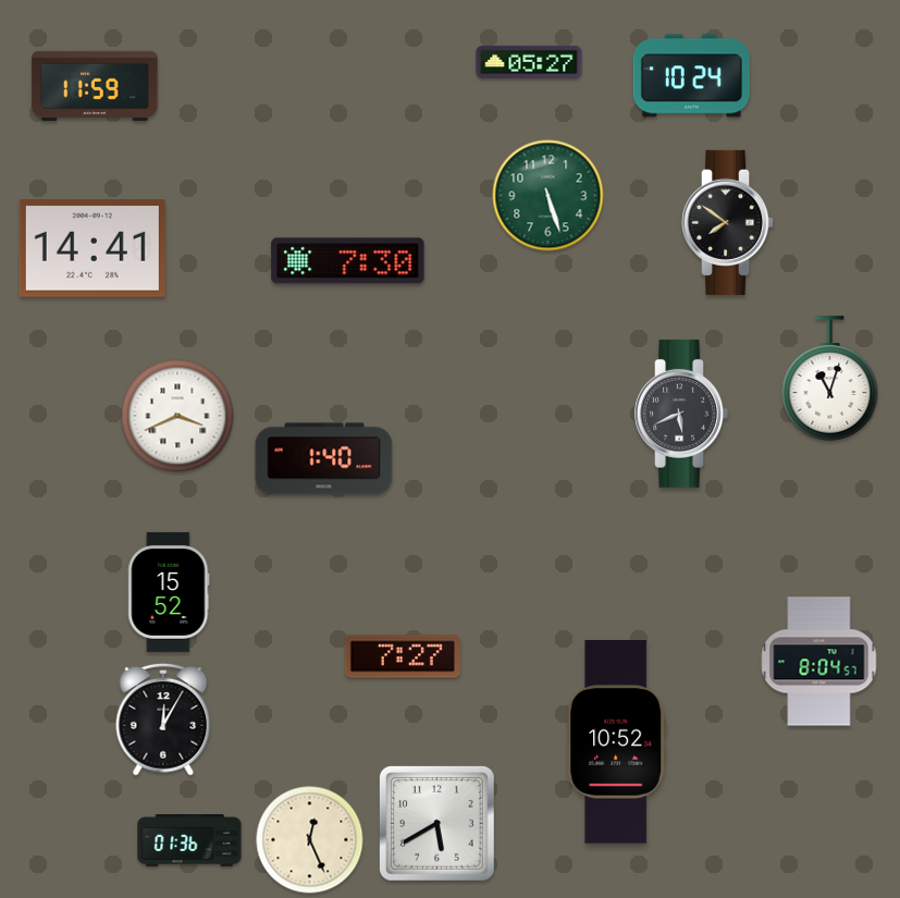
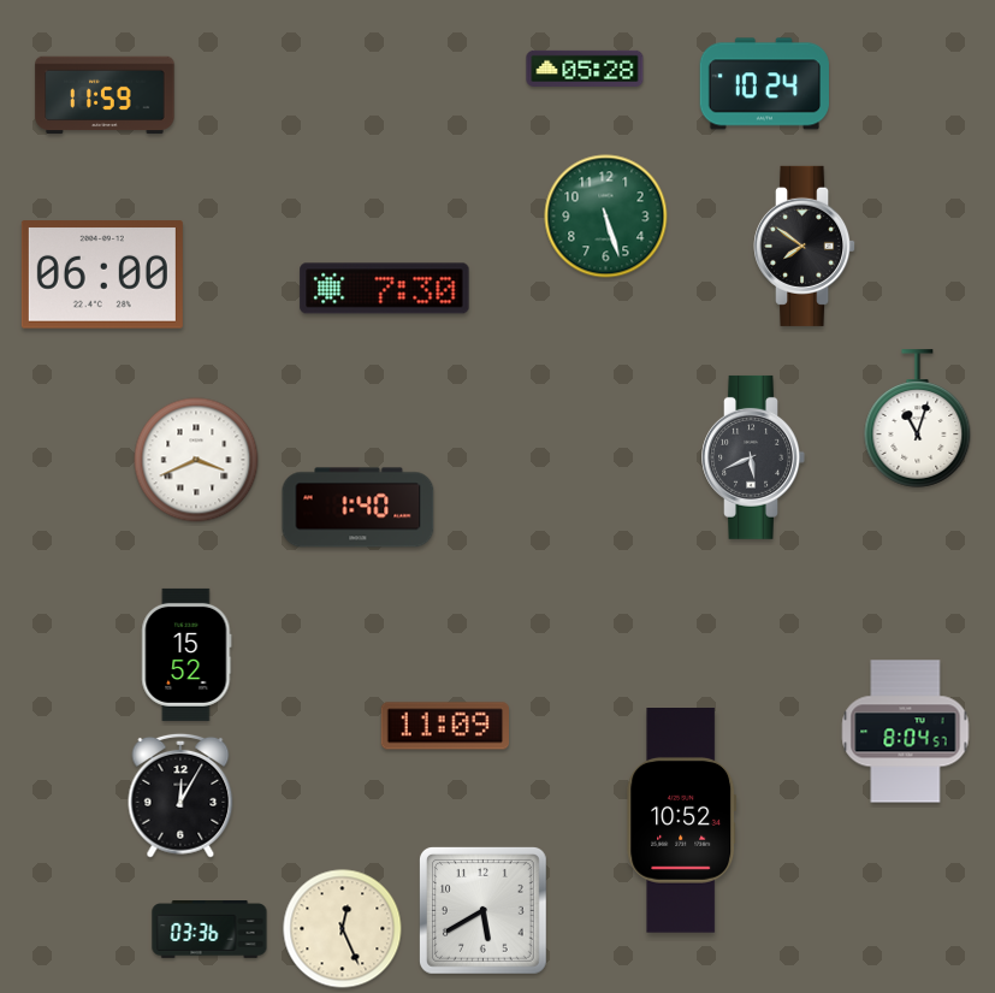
clock at (529, 62): 05:27 -> 05:28
clock at (93, 248): 14:41 -> 06:00
clock at (403, 656): 7:27 -> 11:09
clock at (189, 841): 01:36 -> 03:36
